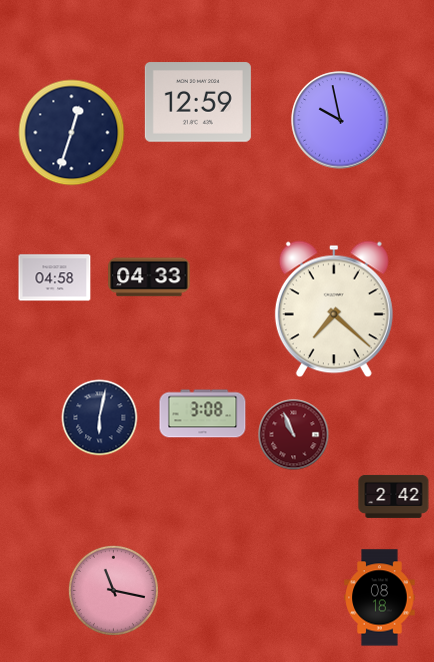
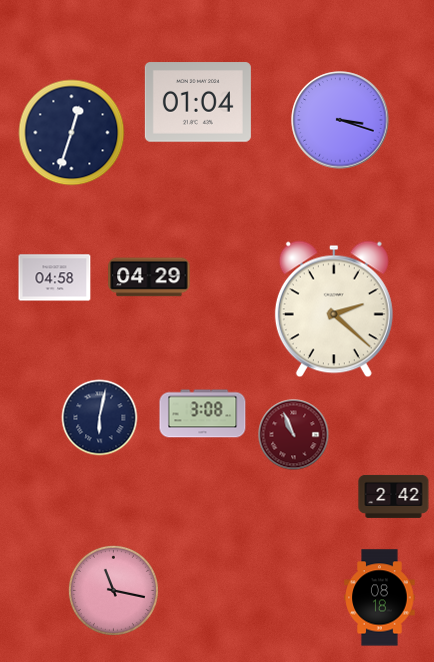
clock at (198, 102): 12:59 -> 01:04
clock at (340, 120): 9:58 -> 3:18
clock at (149, 277): 04:33 -> 04:29
clock at (334, 309): 7:22 -> 2:22
